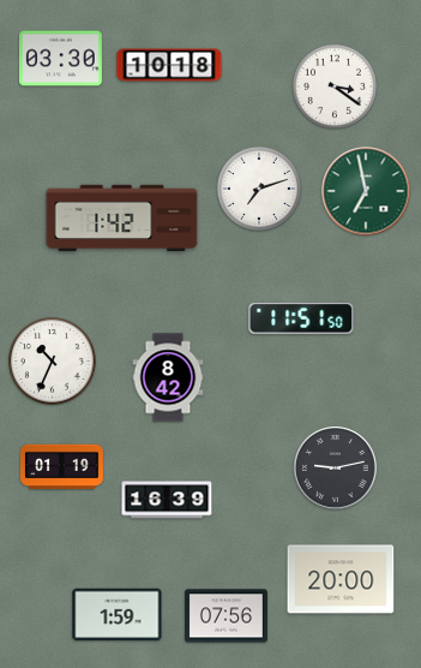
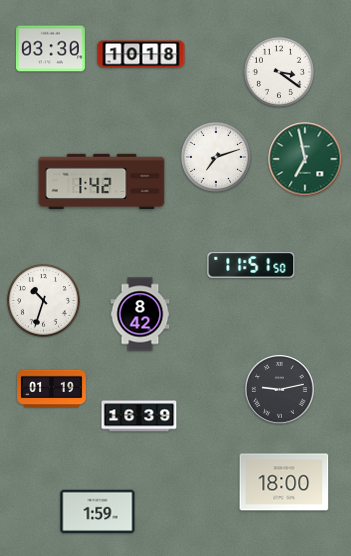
clock at (53, 362): 10:34 -> 10:33
clock at (341, 579): 20:00 -> 18:00
clock at (227, 616): 07:56 -> none
